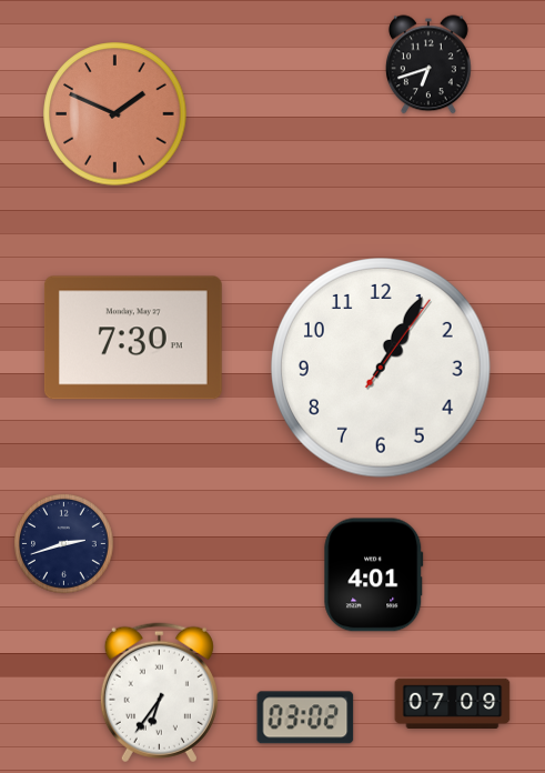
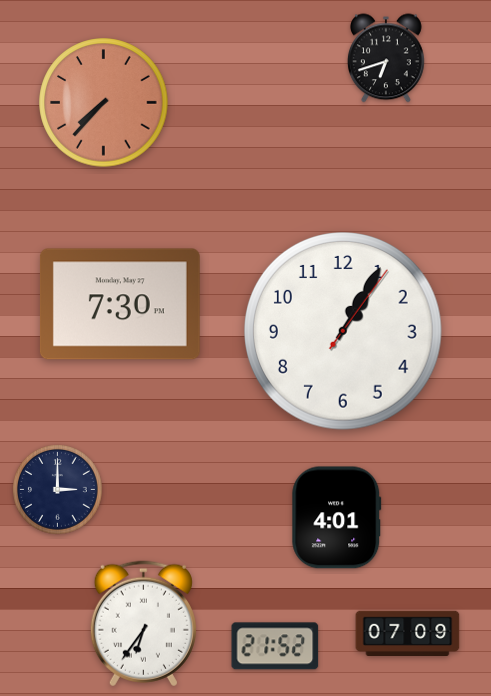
clock at (115, 114): 1:49 -> 7:37
clock at (64, 544): 2:42 -> 3:00
clock at (305, 717): 03:02 -> 21:52
